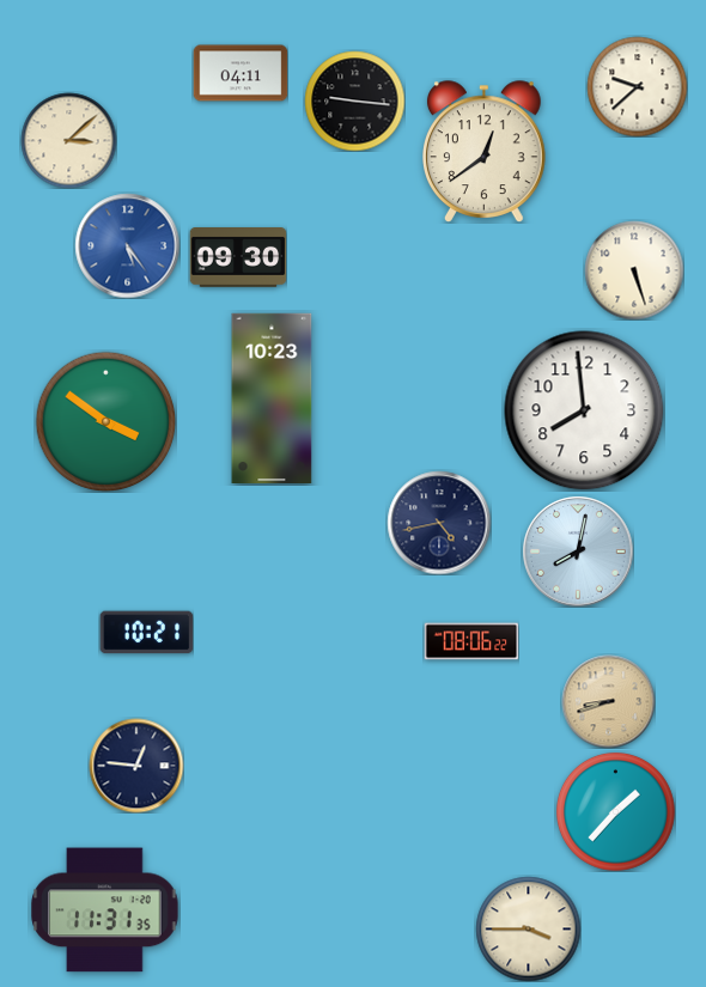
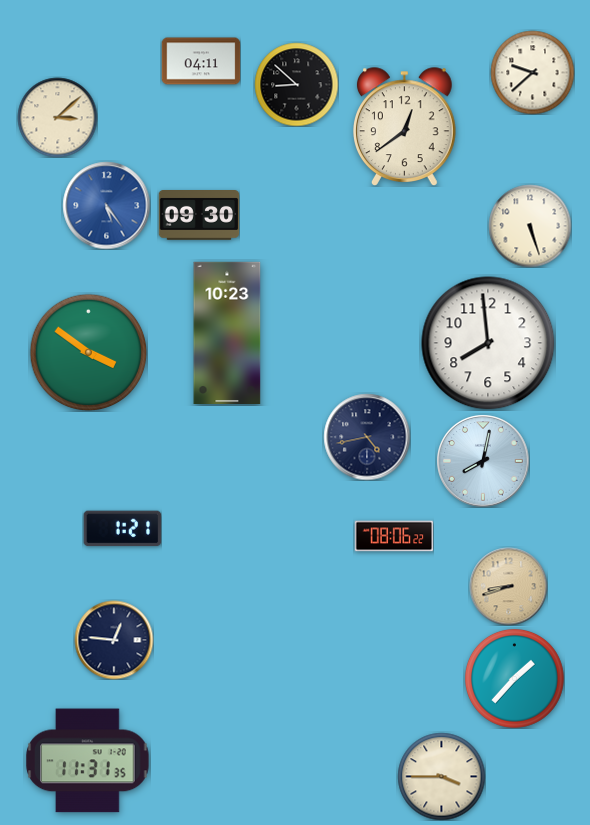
clock at (354, 100): 9:16 -> 8:52
clock at (146, 633): 10:21 -> 1:21
